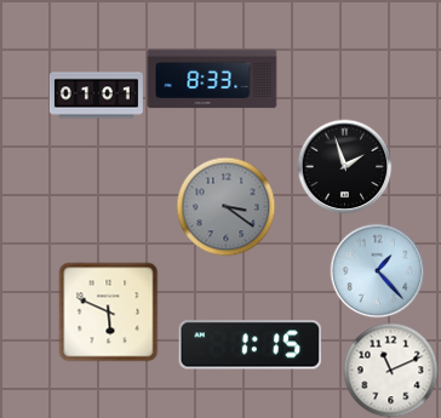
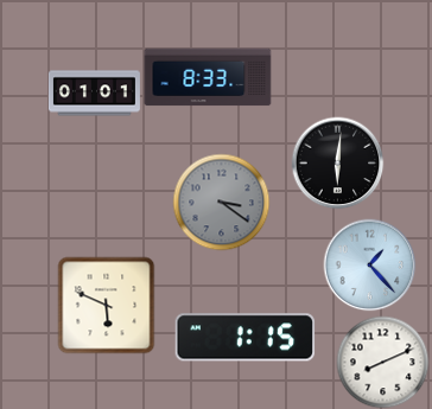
clock at (344, 166): 1:57 -> 6:01
clock at (390, 370): 11:11 -> 8:11
